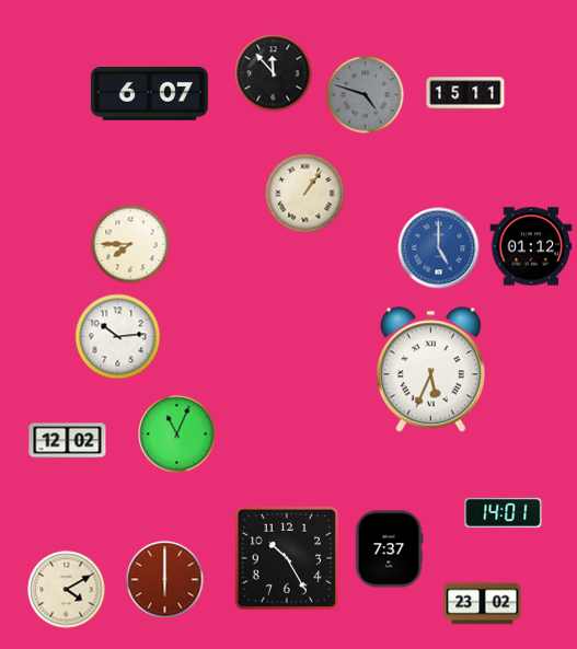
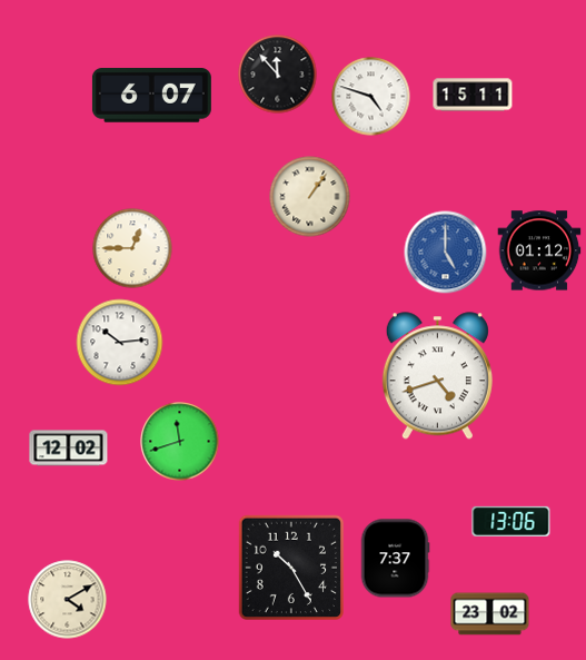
clock at (366, 95) dial: grey -> white
clock at (130, 244): 7:45 -> 12:45
clock at (430, 370): 5:34 -> 4:42
clock at (177, 434): 11:04 -> 11:42
clock at (504, 512): 14:01 -> 13:06
clock at (165, 580): 6:00 -> none
